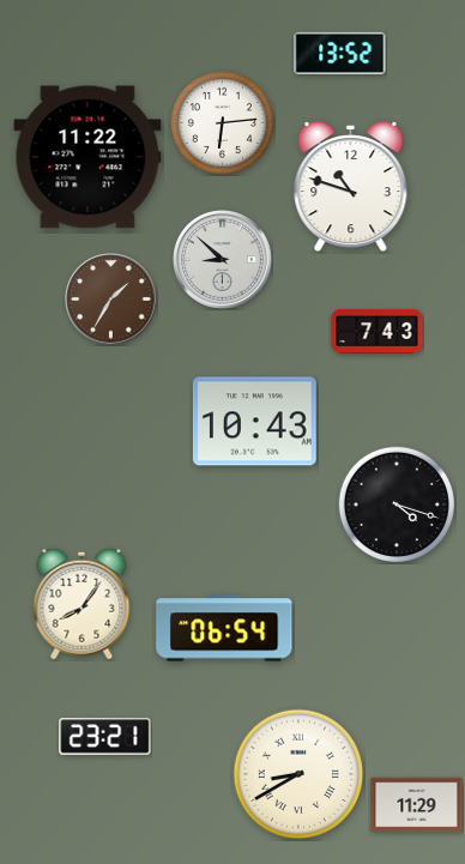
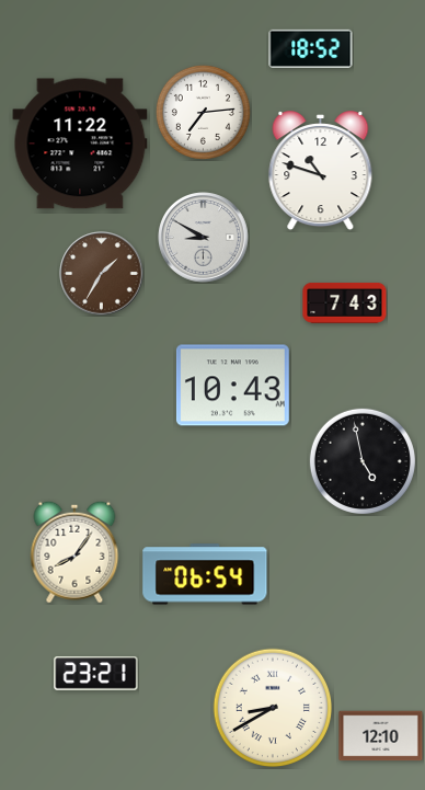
clock at (340, 53): 13:52 -> 18:52
clock at (222, 122): 6:14 -> 7:14
clock at (223, 260): 8:52 -> 8:50
clock at (397, 504): 4:18 -> 4:58
clock at (417, 805): 11:29 -> 12:10
